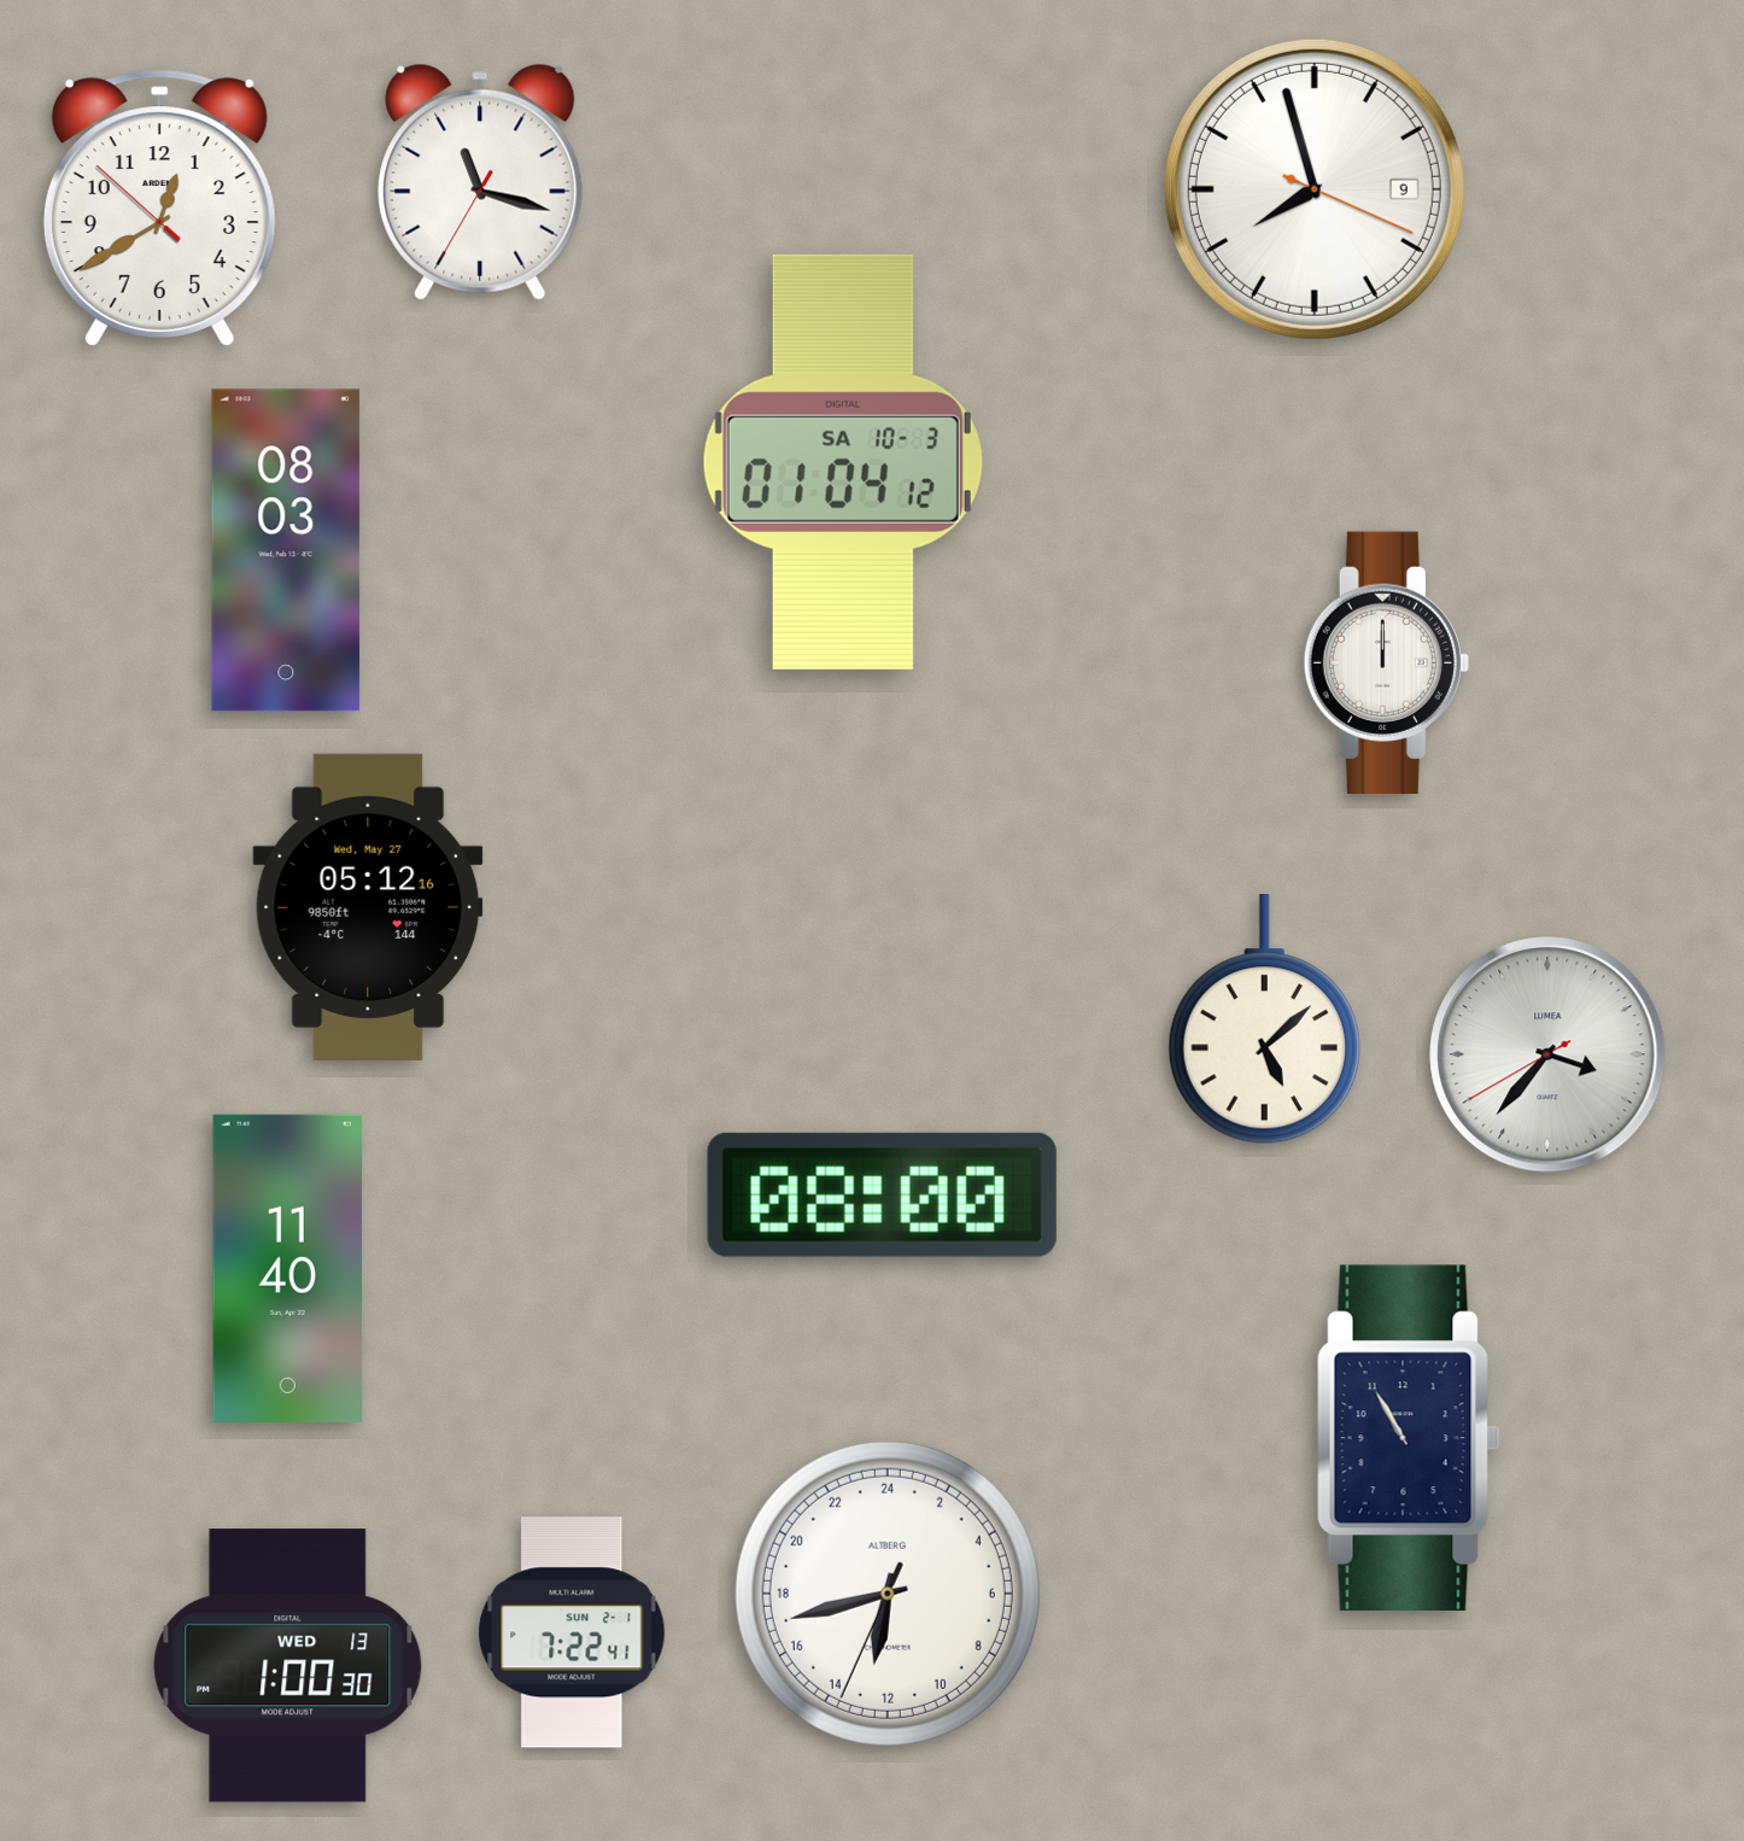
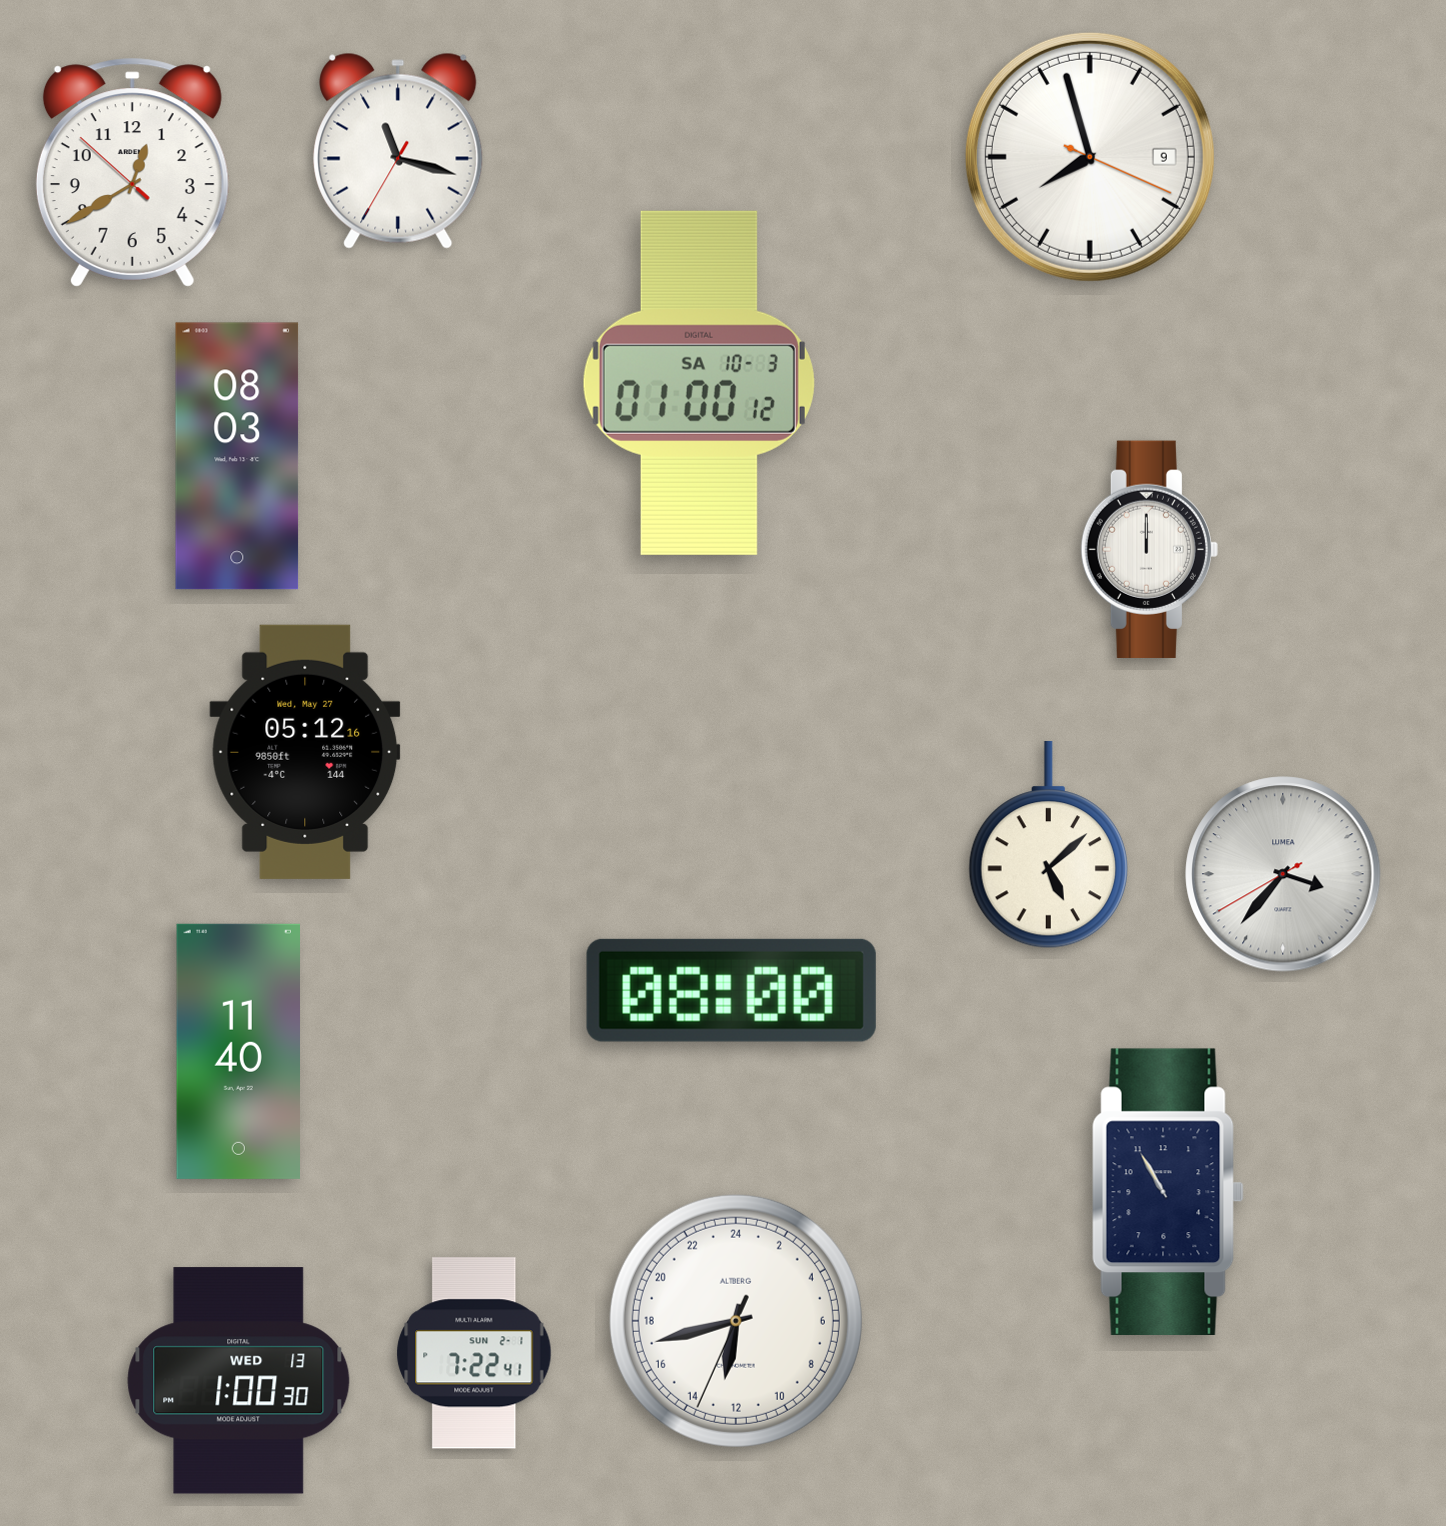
clock at (843, 462): 01:04 -> 01:00
